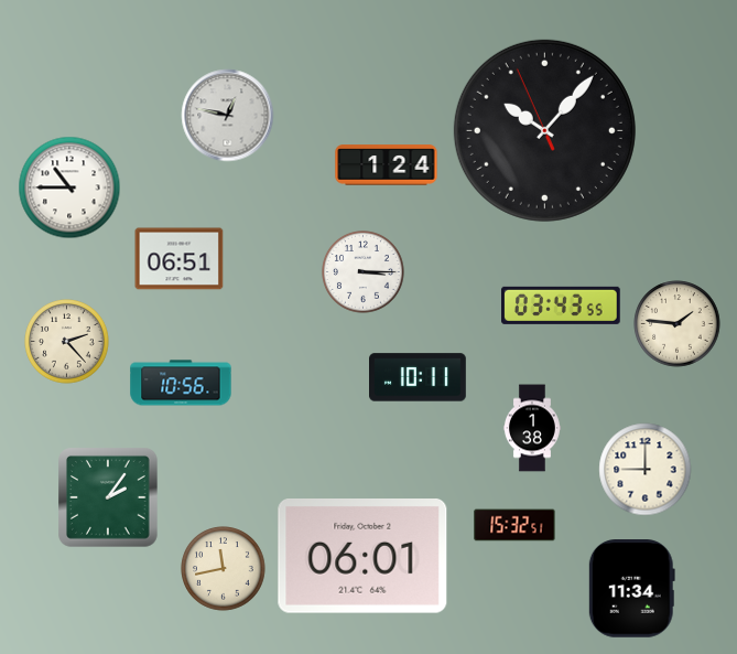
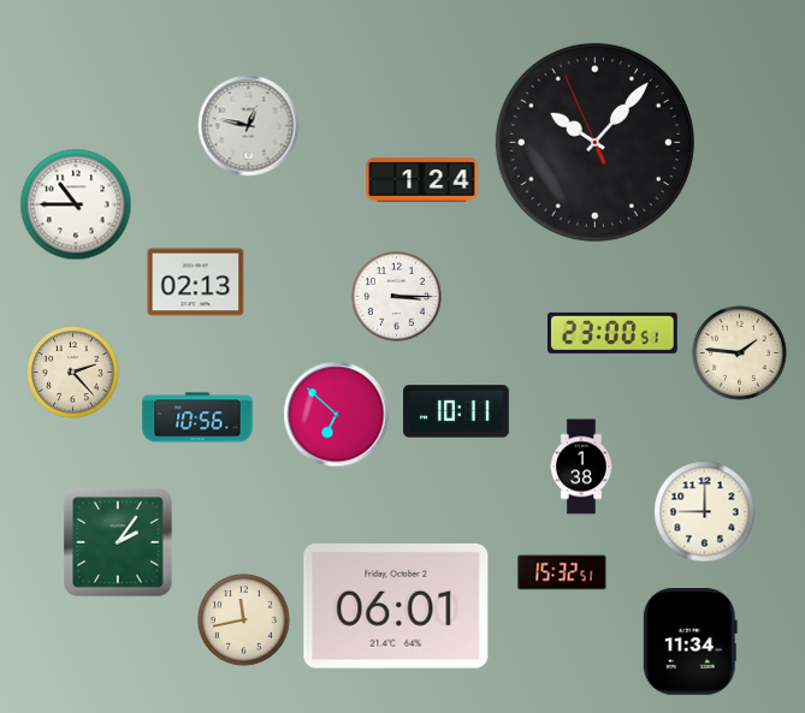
clock at (180, 259): 06:51 -> 02:13
clock at (562, 305): 03:43 -> 23:00
clock at (337, 415): none -> 6:52
